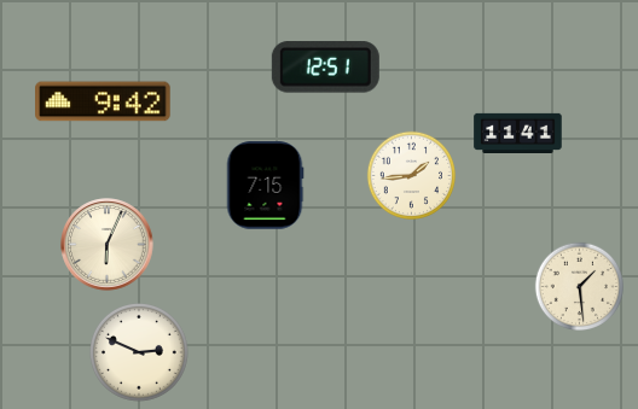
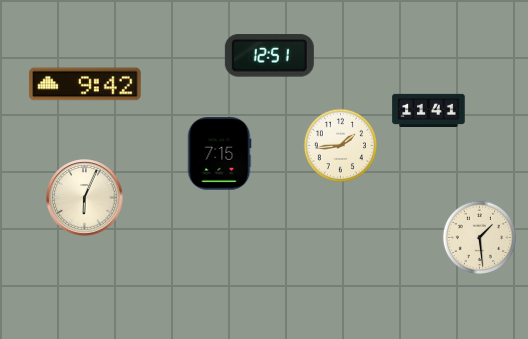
clock at (108, 245) position: (108, 245) -> (85, 198)
clock at (140, 354): 2:49 -> none
